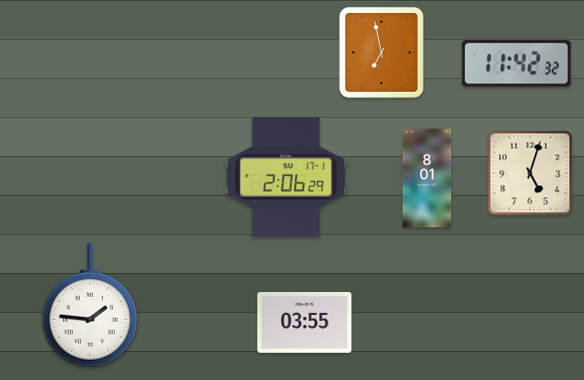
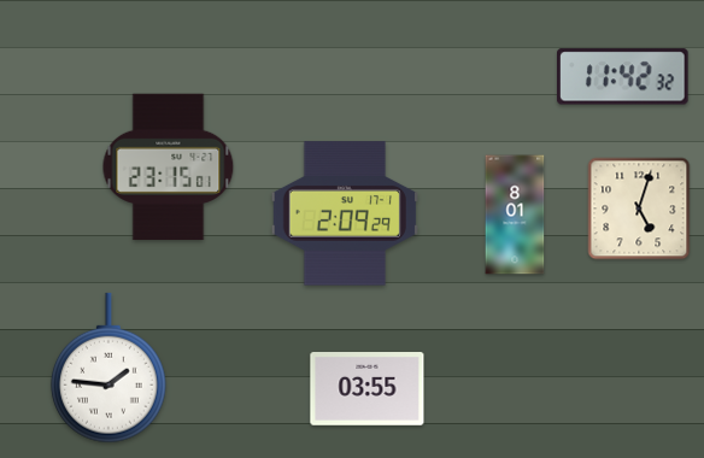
clock at (381, 52): 6:58 -> none
clock at (169, 168): none -> 23:15
clock at (286, 177): 2:06 -> 2:09
